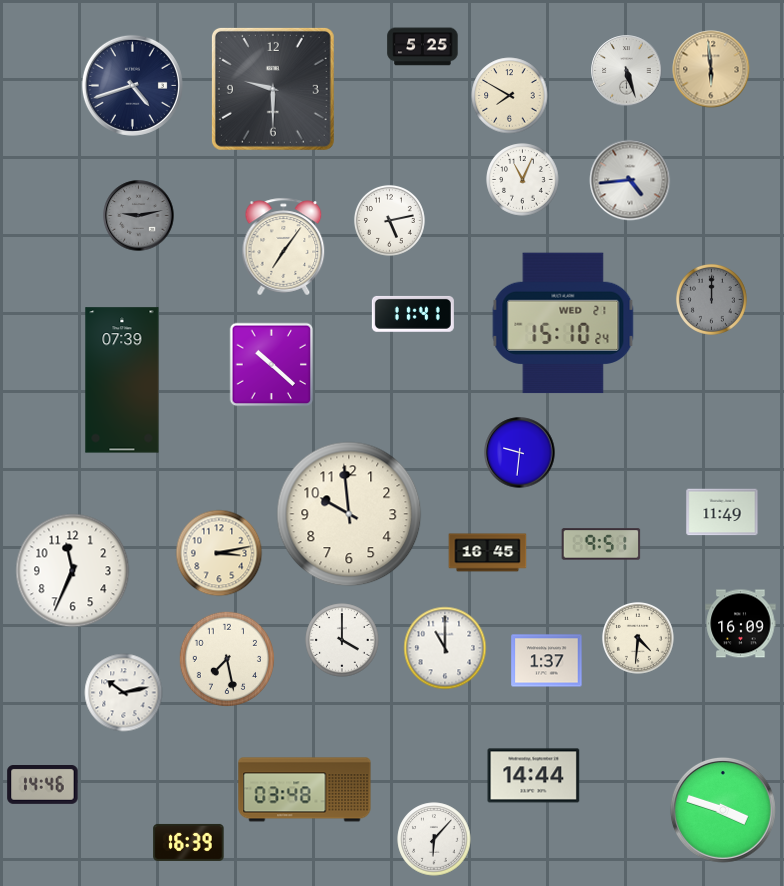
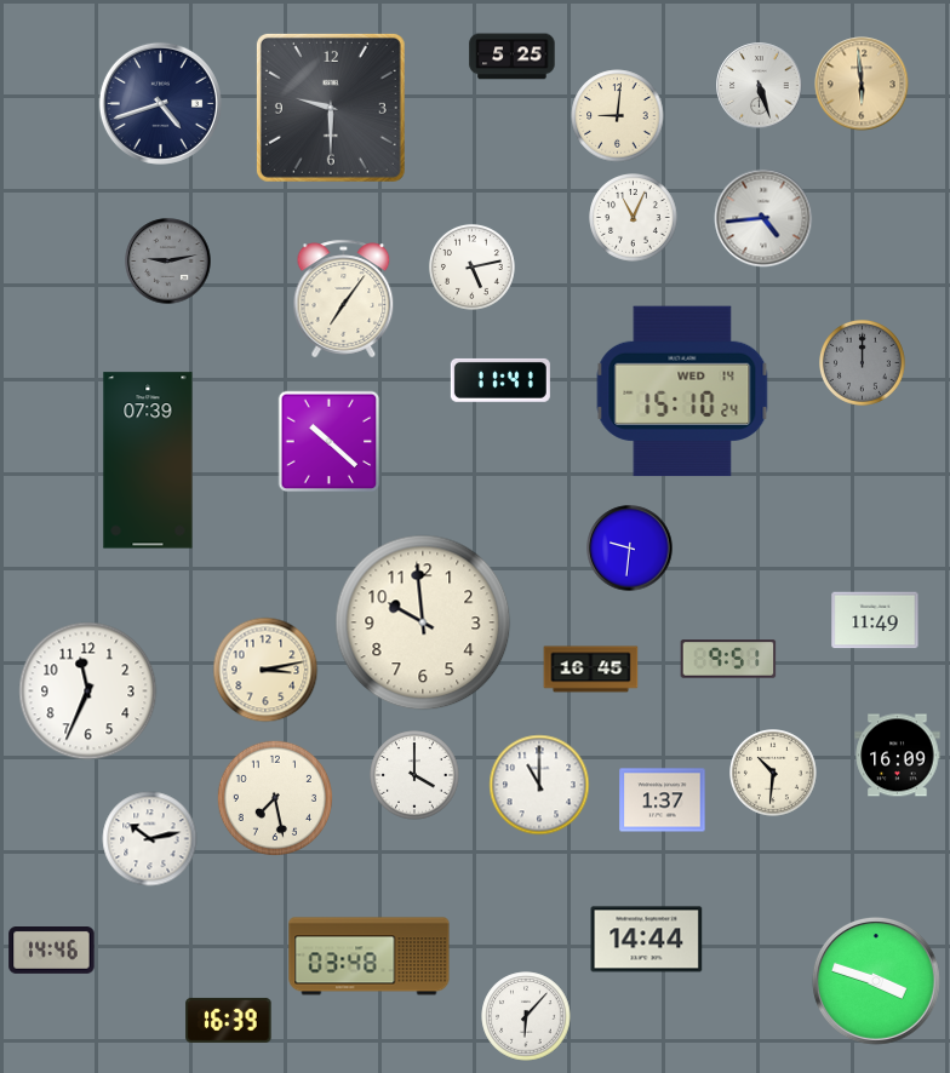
clock at (510, 96): 7:50 -> 9:01
clock at (563, 323) date: WED 21 -> WED 14
clock at (639, 639): 4:31 -> 10:31
